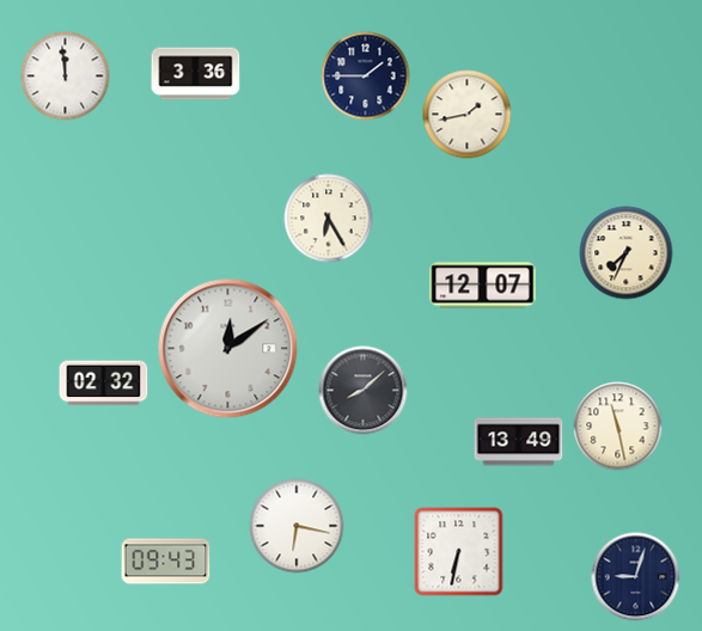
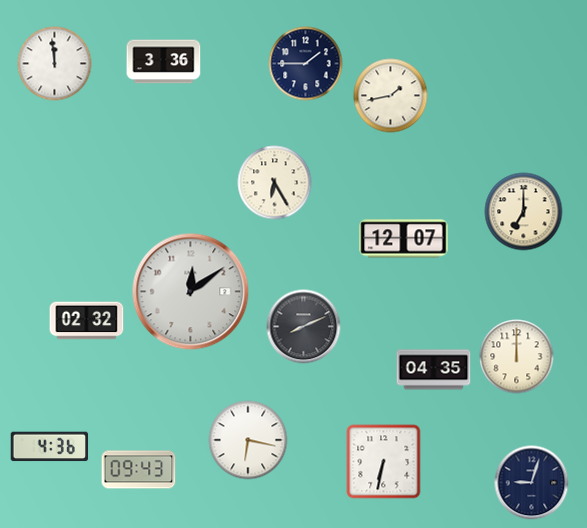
clock at (627, 253): 7:34 -> 7:00
clock at (364, 391): 8:08 -> 8:11
clock at (618, 427): 11:28 -> 12:00
clock at (519, 442): 13:49 -> 04:35
clock at (50, 447): none -> 4:36
